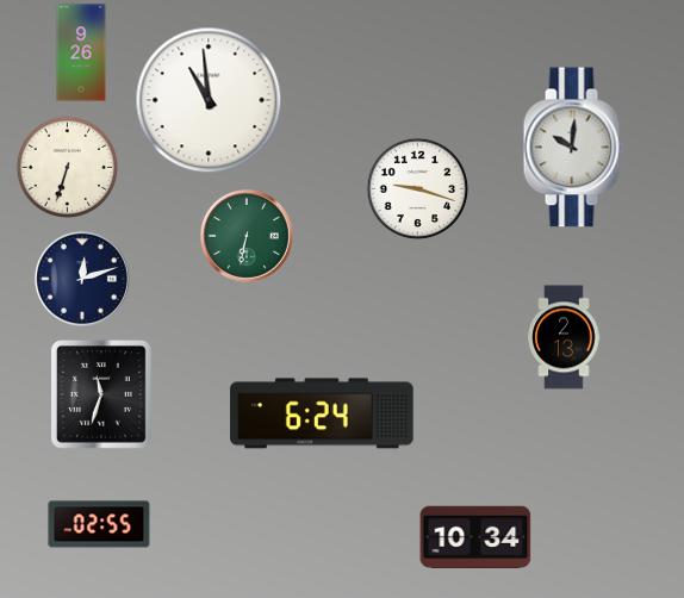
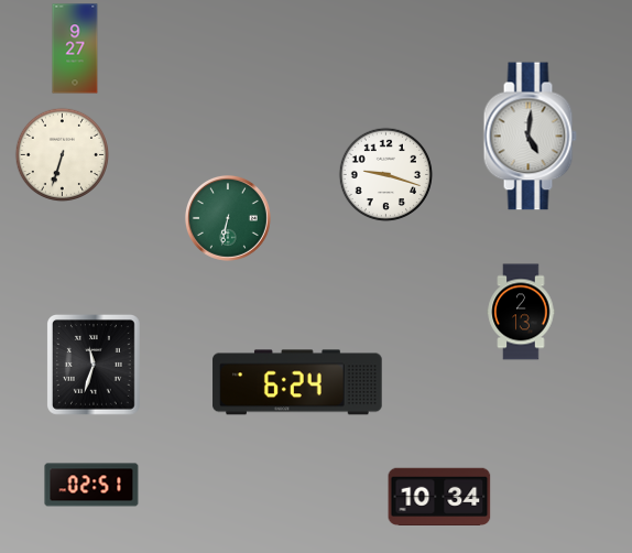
clock at (81, 52): 9:26 -> 9:27
clock at (209, 100): 10:59 -> none
clock at (573, 148): 10:01 -> 5:01
clock at (82, 279): 12:12 -> none
clock at (99, 524): 02:55 -> 02:51
